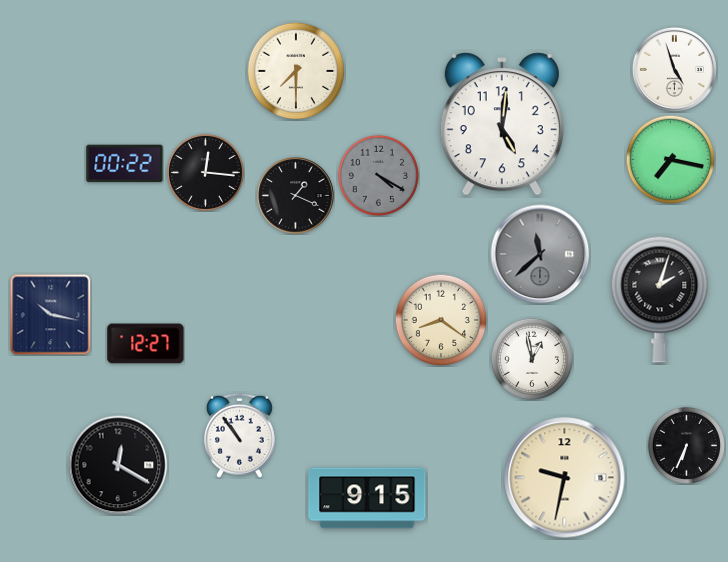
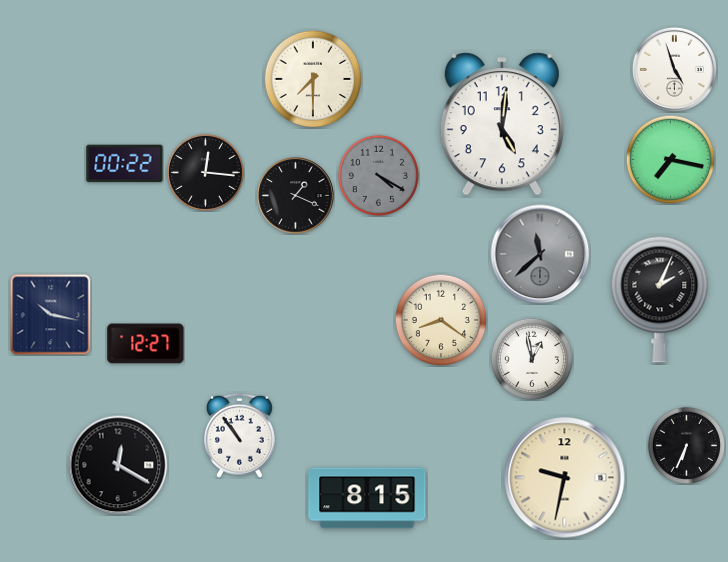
clock at (296, 71) position: (296, 71) -> (313, 79)
clock at (660, 299): 2:03 -> 2:04
clock at (367, 498): 9:15 -> 8:15
